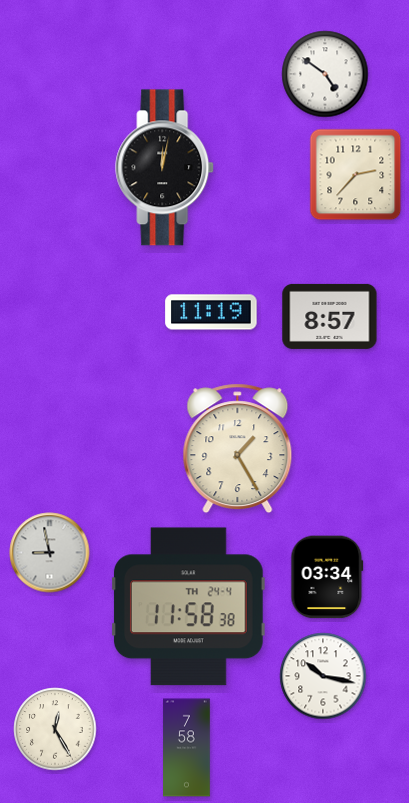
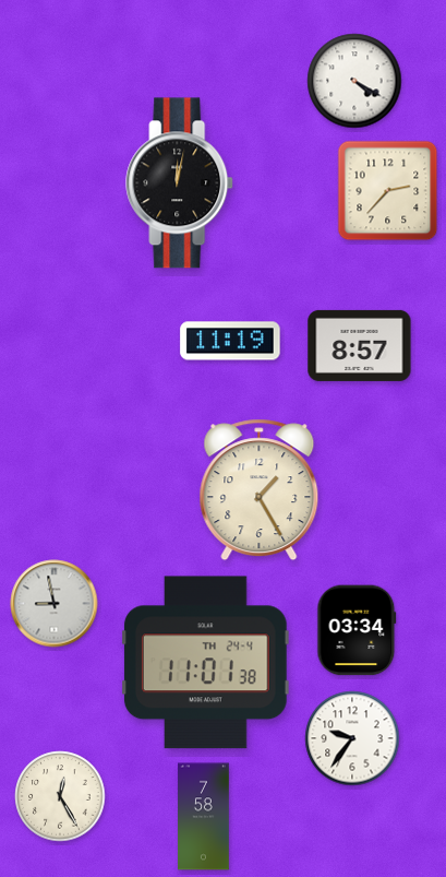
clock at (325, 74): 4:51 -> 4:20
clock at (189, 607): 11:58 -> 11:01
clock at (323, 676): 10:17 -> 9:36
